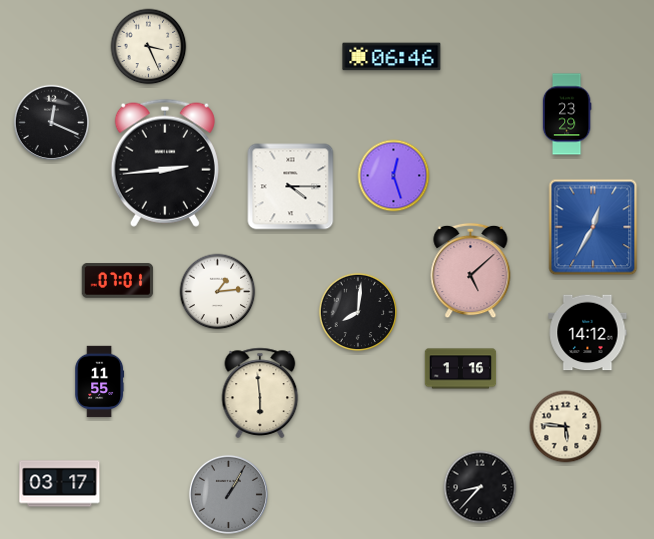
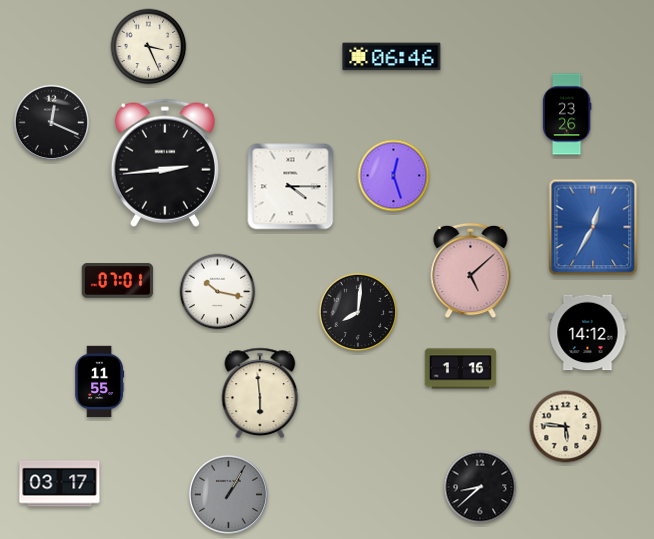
clock at (567, 114): 23:29 -> 23:26
clock at (218, 292): 1:14 -> 10:17
clock at (480, 487): 8:37 -> 8:38
